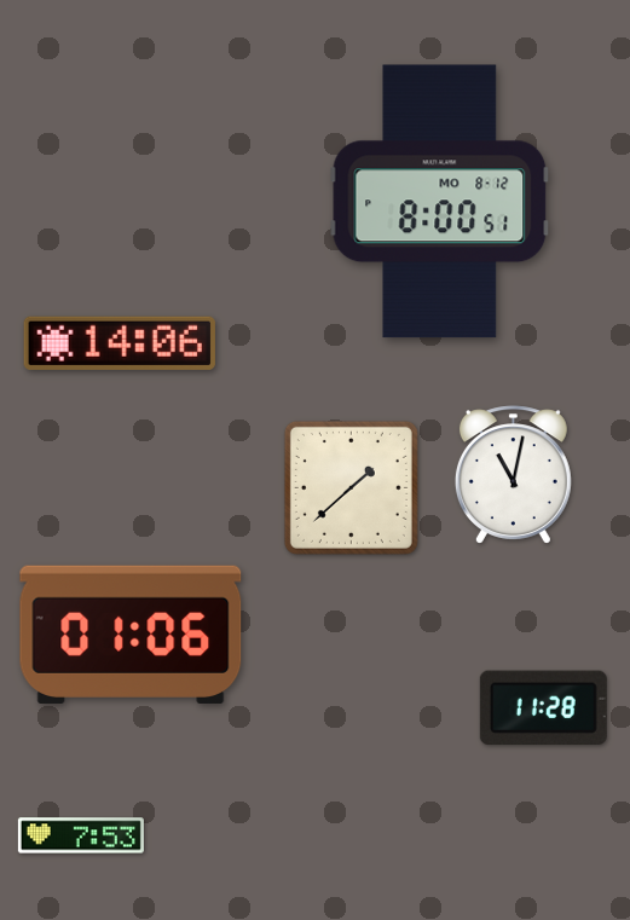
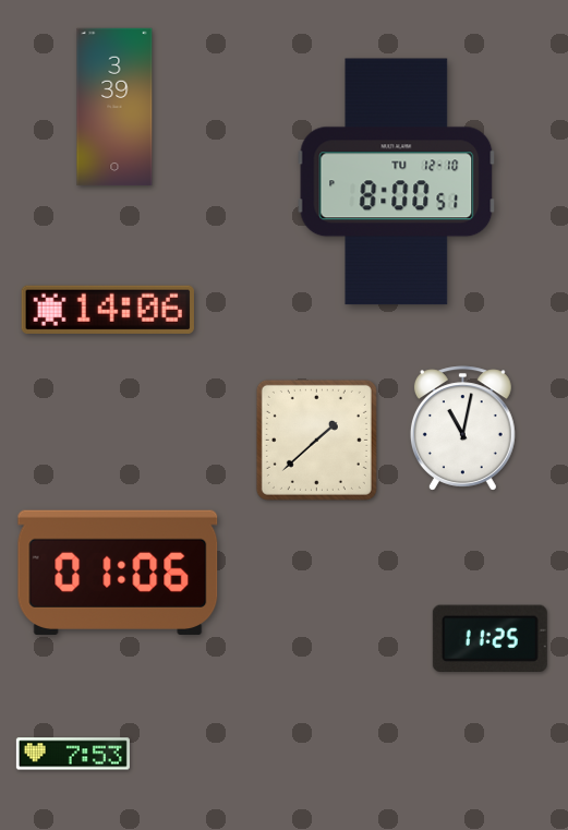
clock at (114, 107): none -> 3:39
clock at (440, 202) date: MO 8-12 -> TU 12-10
clock at (543, 707): 11:28 -> 11:25
